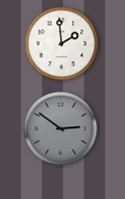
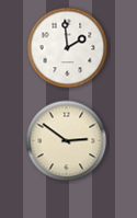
clock at (61, 129) dial: grey -> cream
